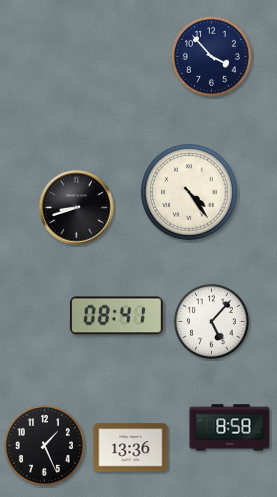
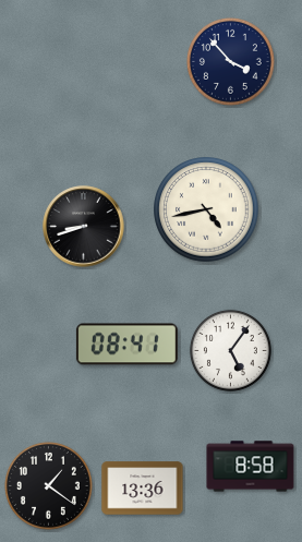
clock at (189, 192): 4:24 -> 4:43
clock at (211, 321): 5:07 -> 5:06
clock at (44, 445): 1:26 -> 1:21
